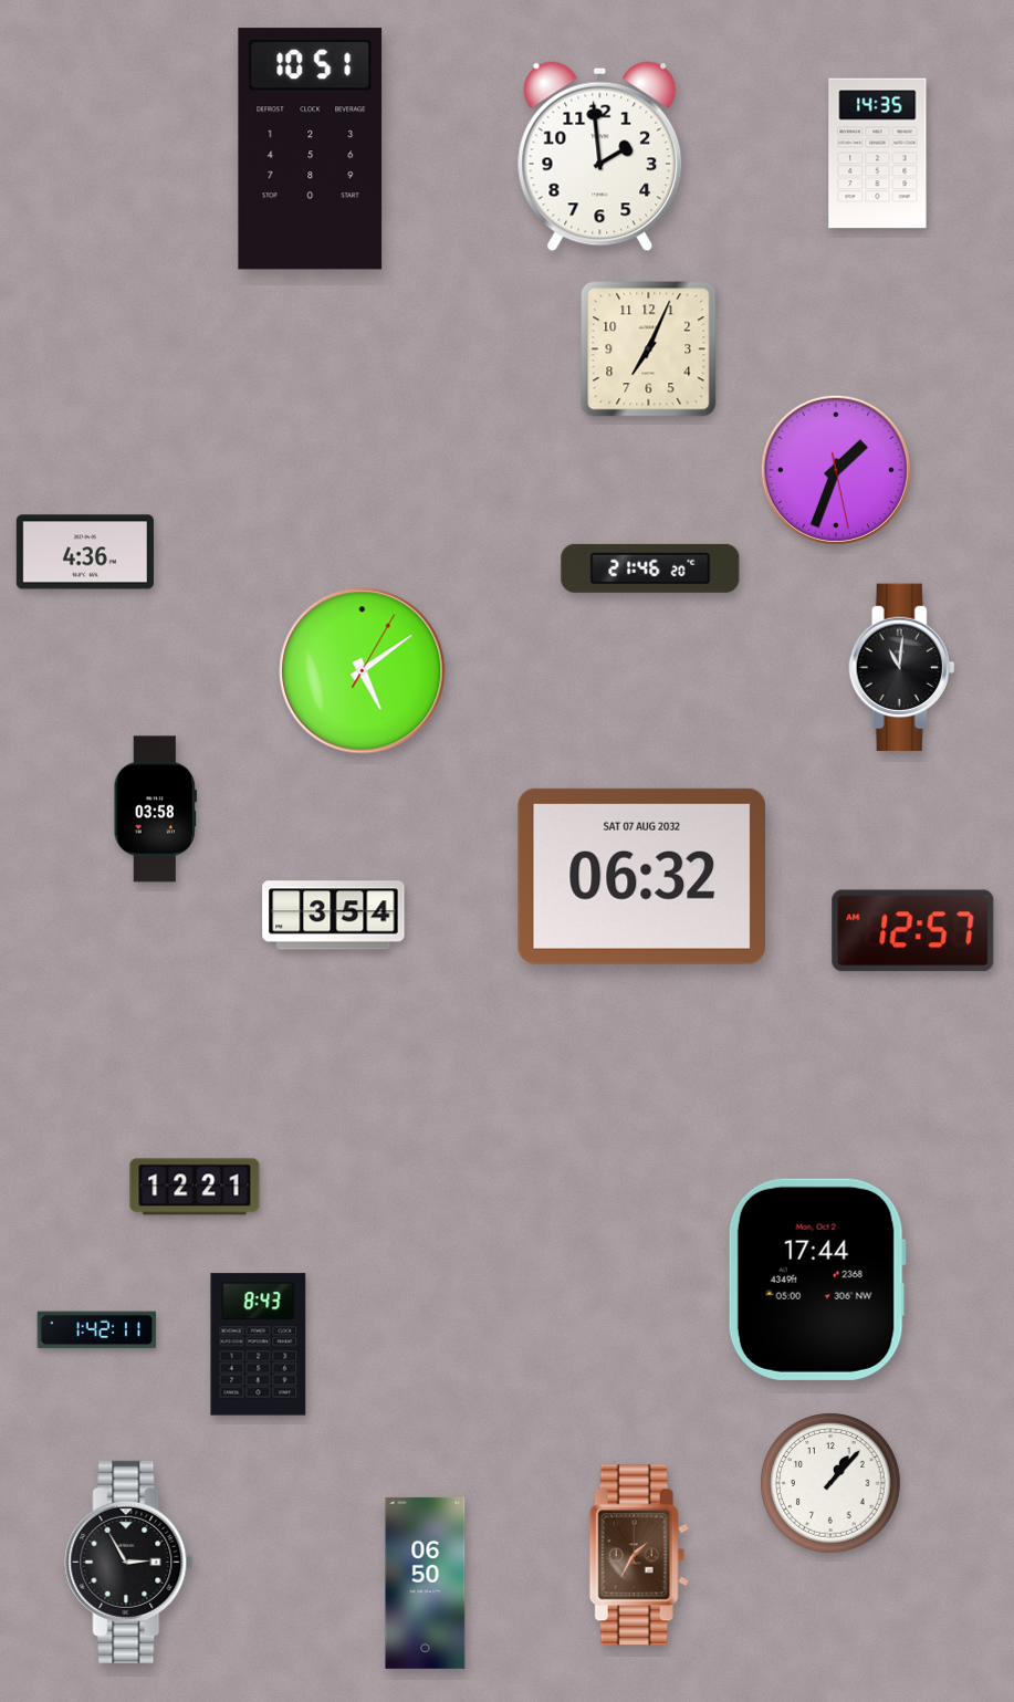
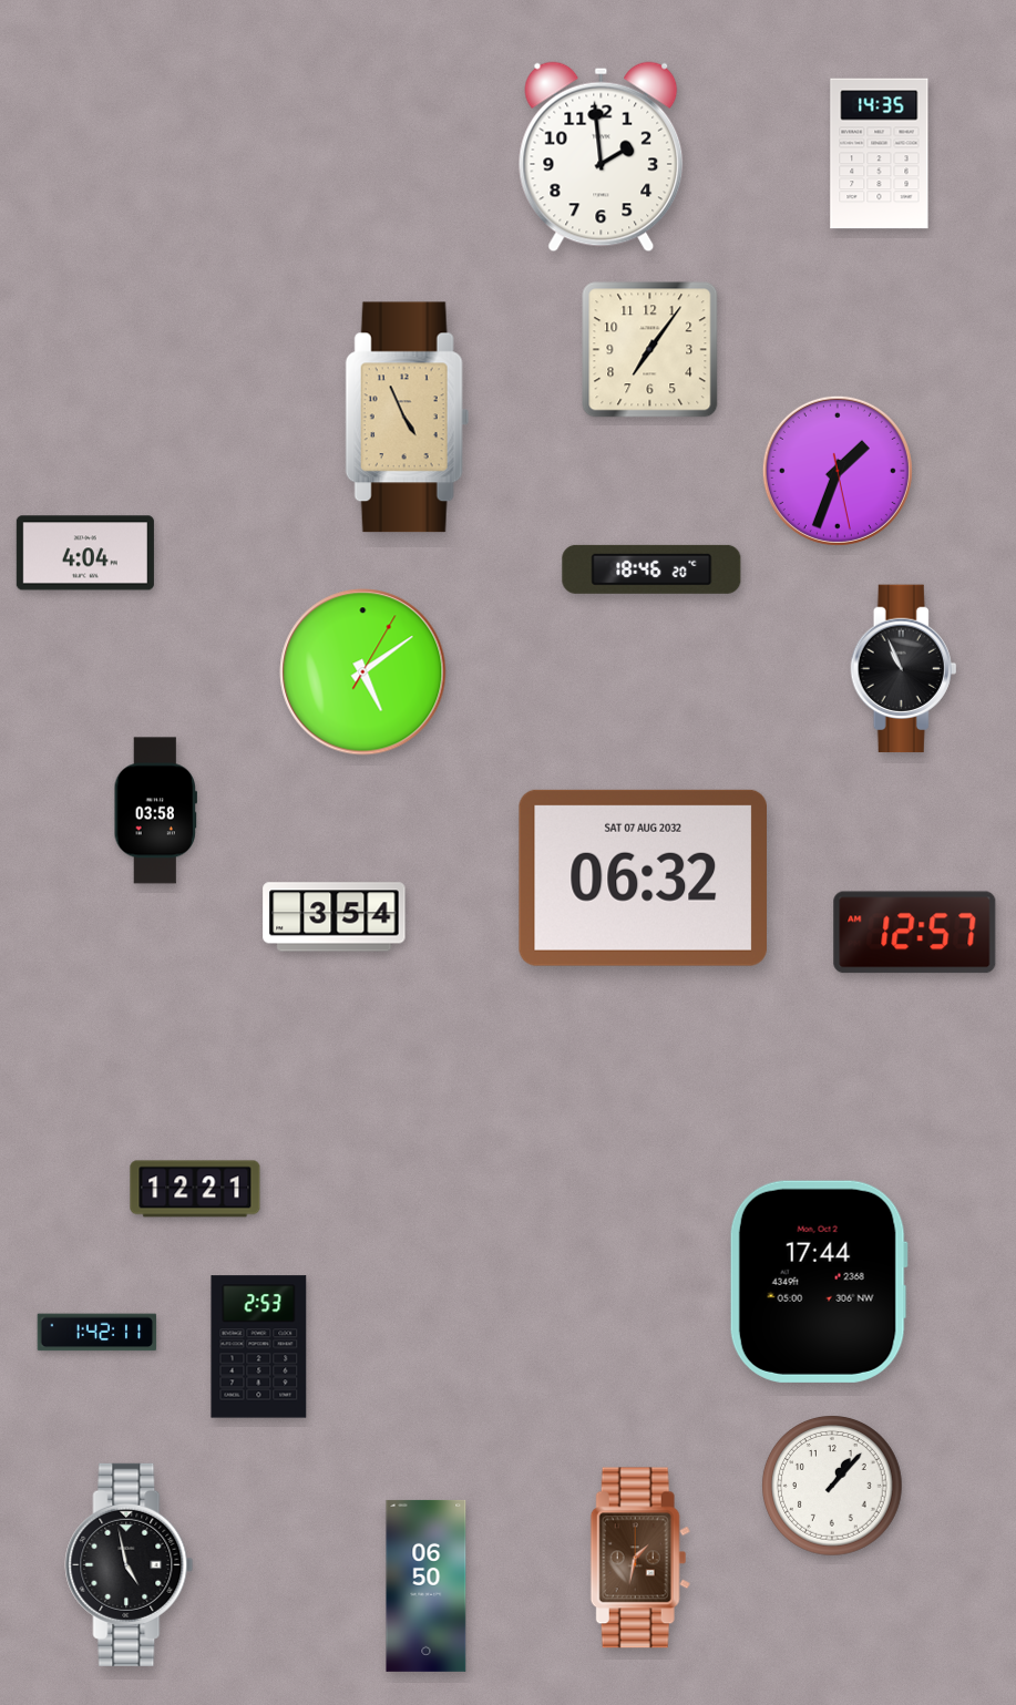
clock at (311, 149): 10:51 -> none
clock at (649, 349): 7:04 -> 7:06
clock at (408, 418): none -> 4:56
clock at (85, 552): 4:36 -> 4:04
clock at (650, 568): 21:46 -> 18:46
clock at (902, 668): 11:01 -> 10:56
clock at (259, 1345): 8:43 -> 2:53
clock at (639, 1555): 1:35 -> 1:32
clock at (129, 1562): 2:55 -> 4:58
